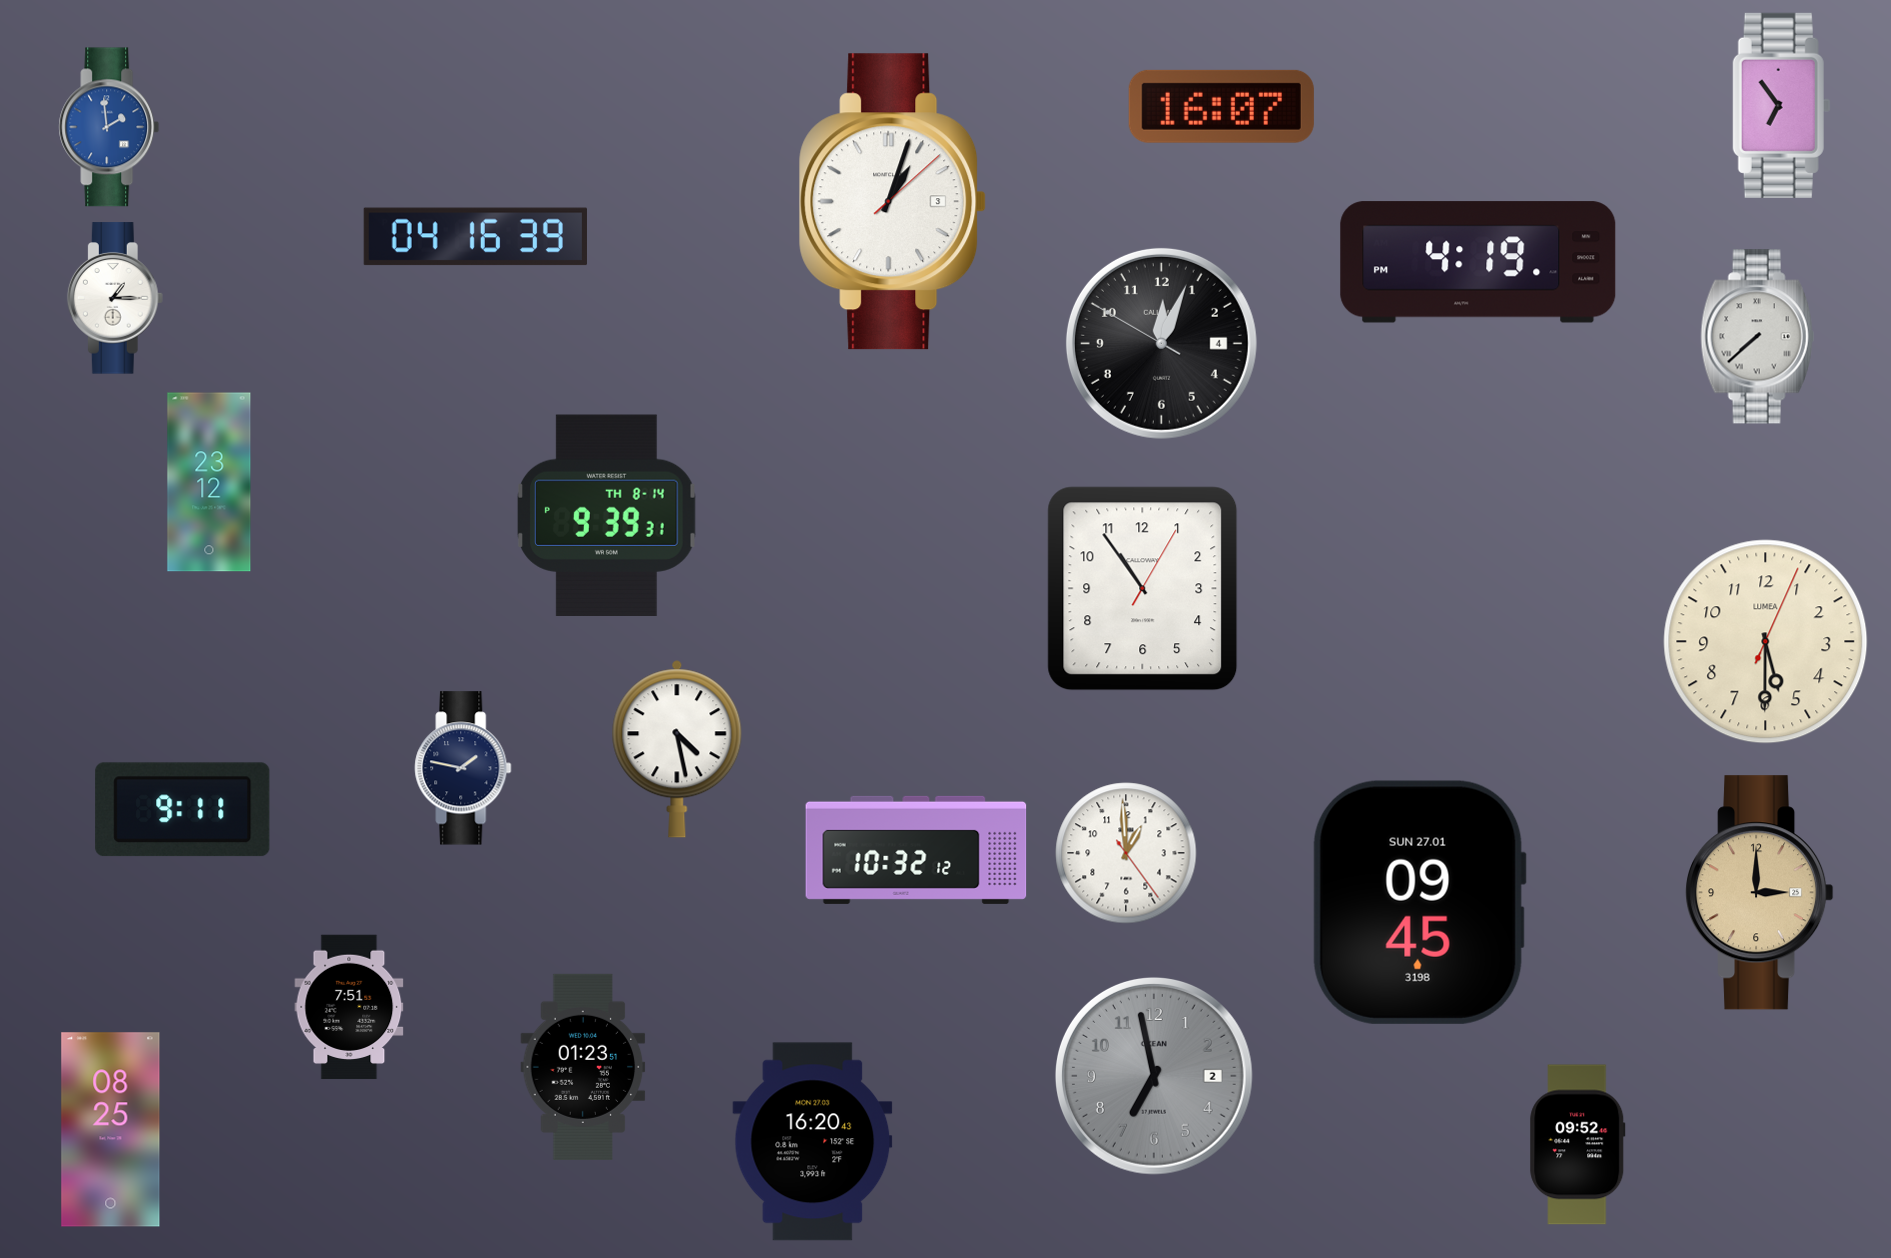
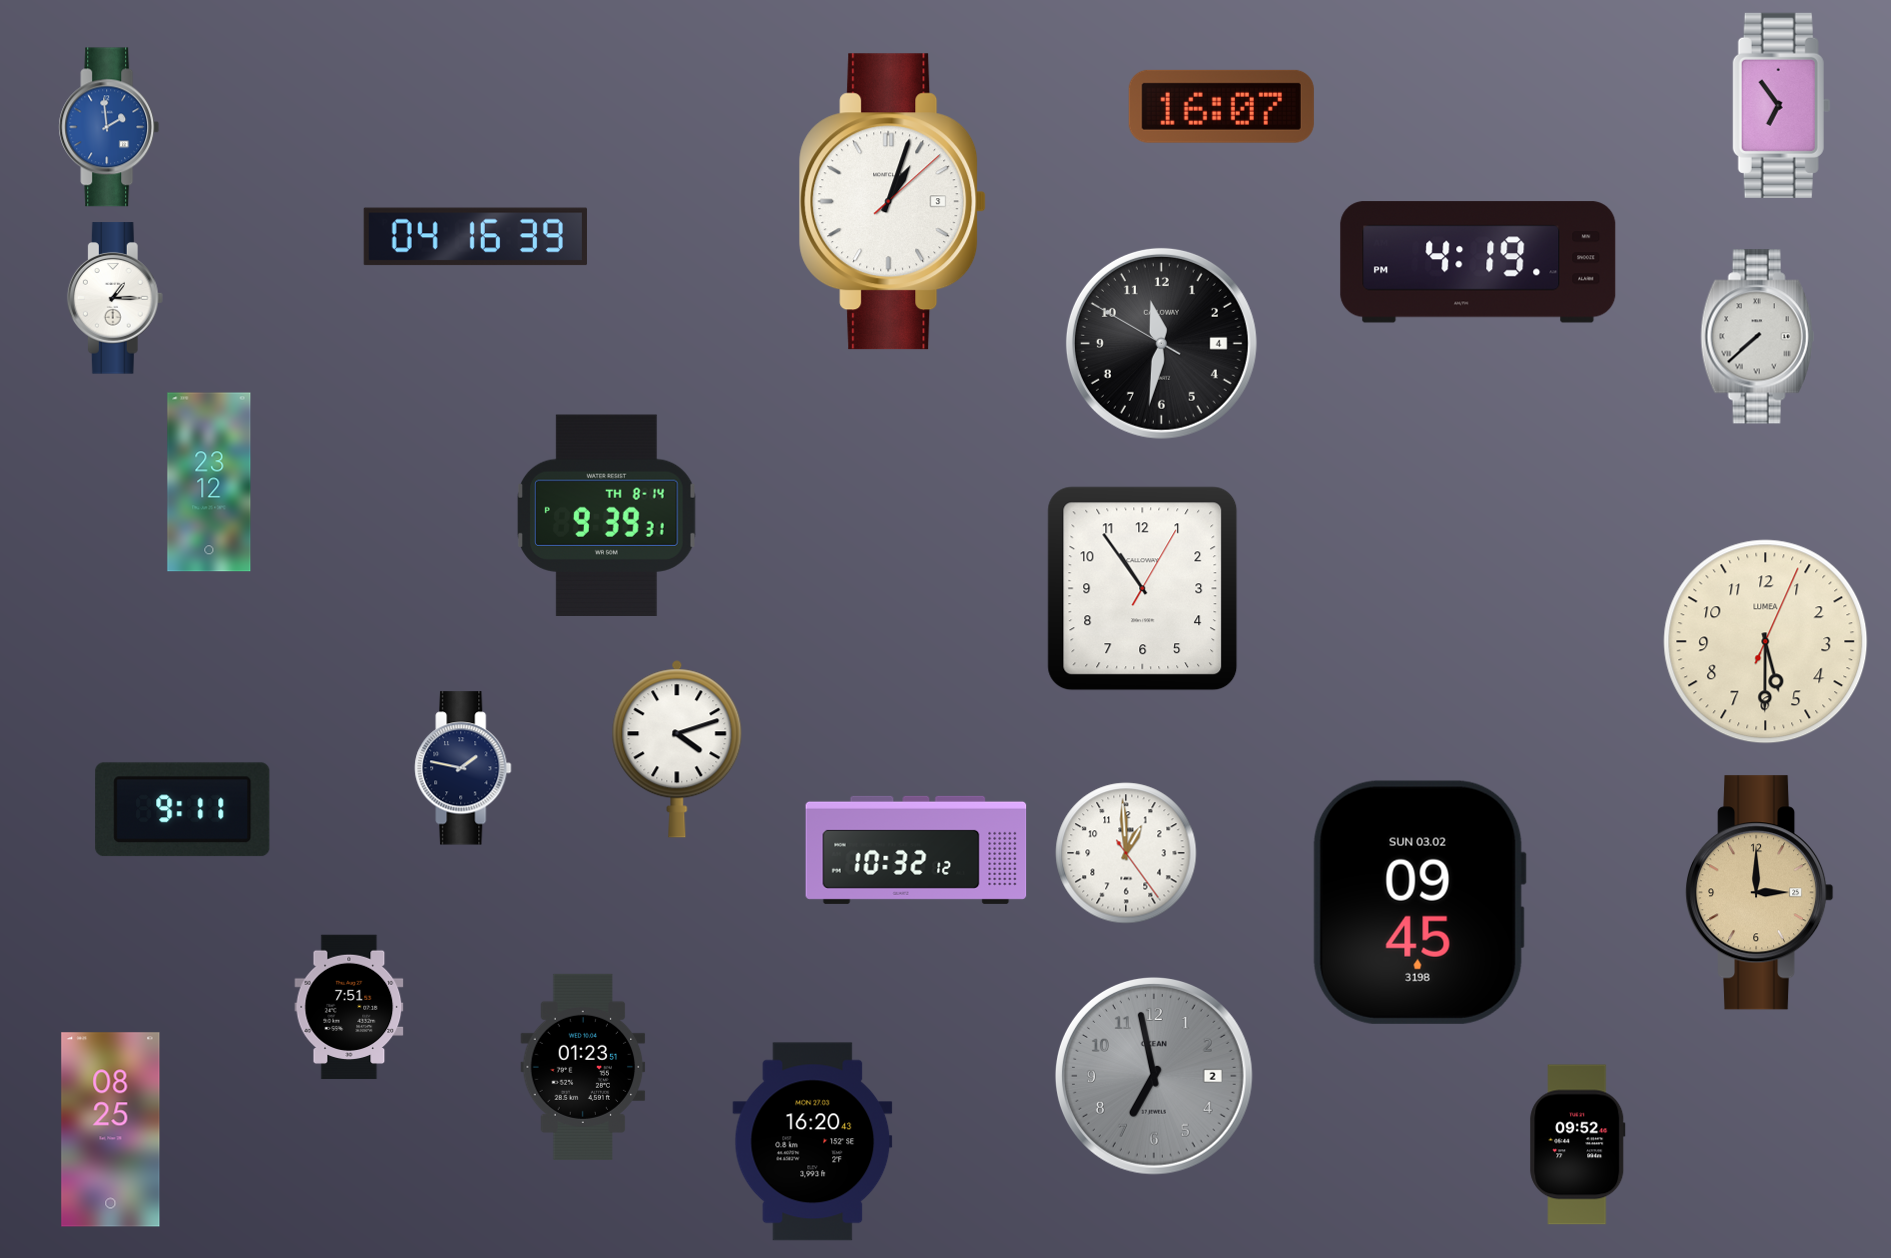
clock at (1161, 343): 12:03 -> 11:31
clock at (677, 749): 4:28 -> 4:12
clock at (1419, 902) date: SUN 27.01 -> SUN 03.02
